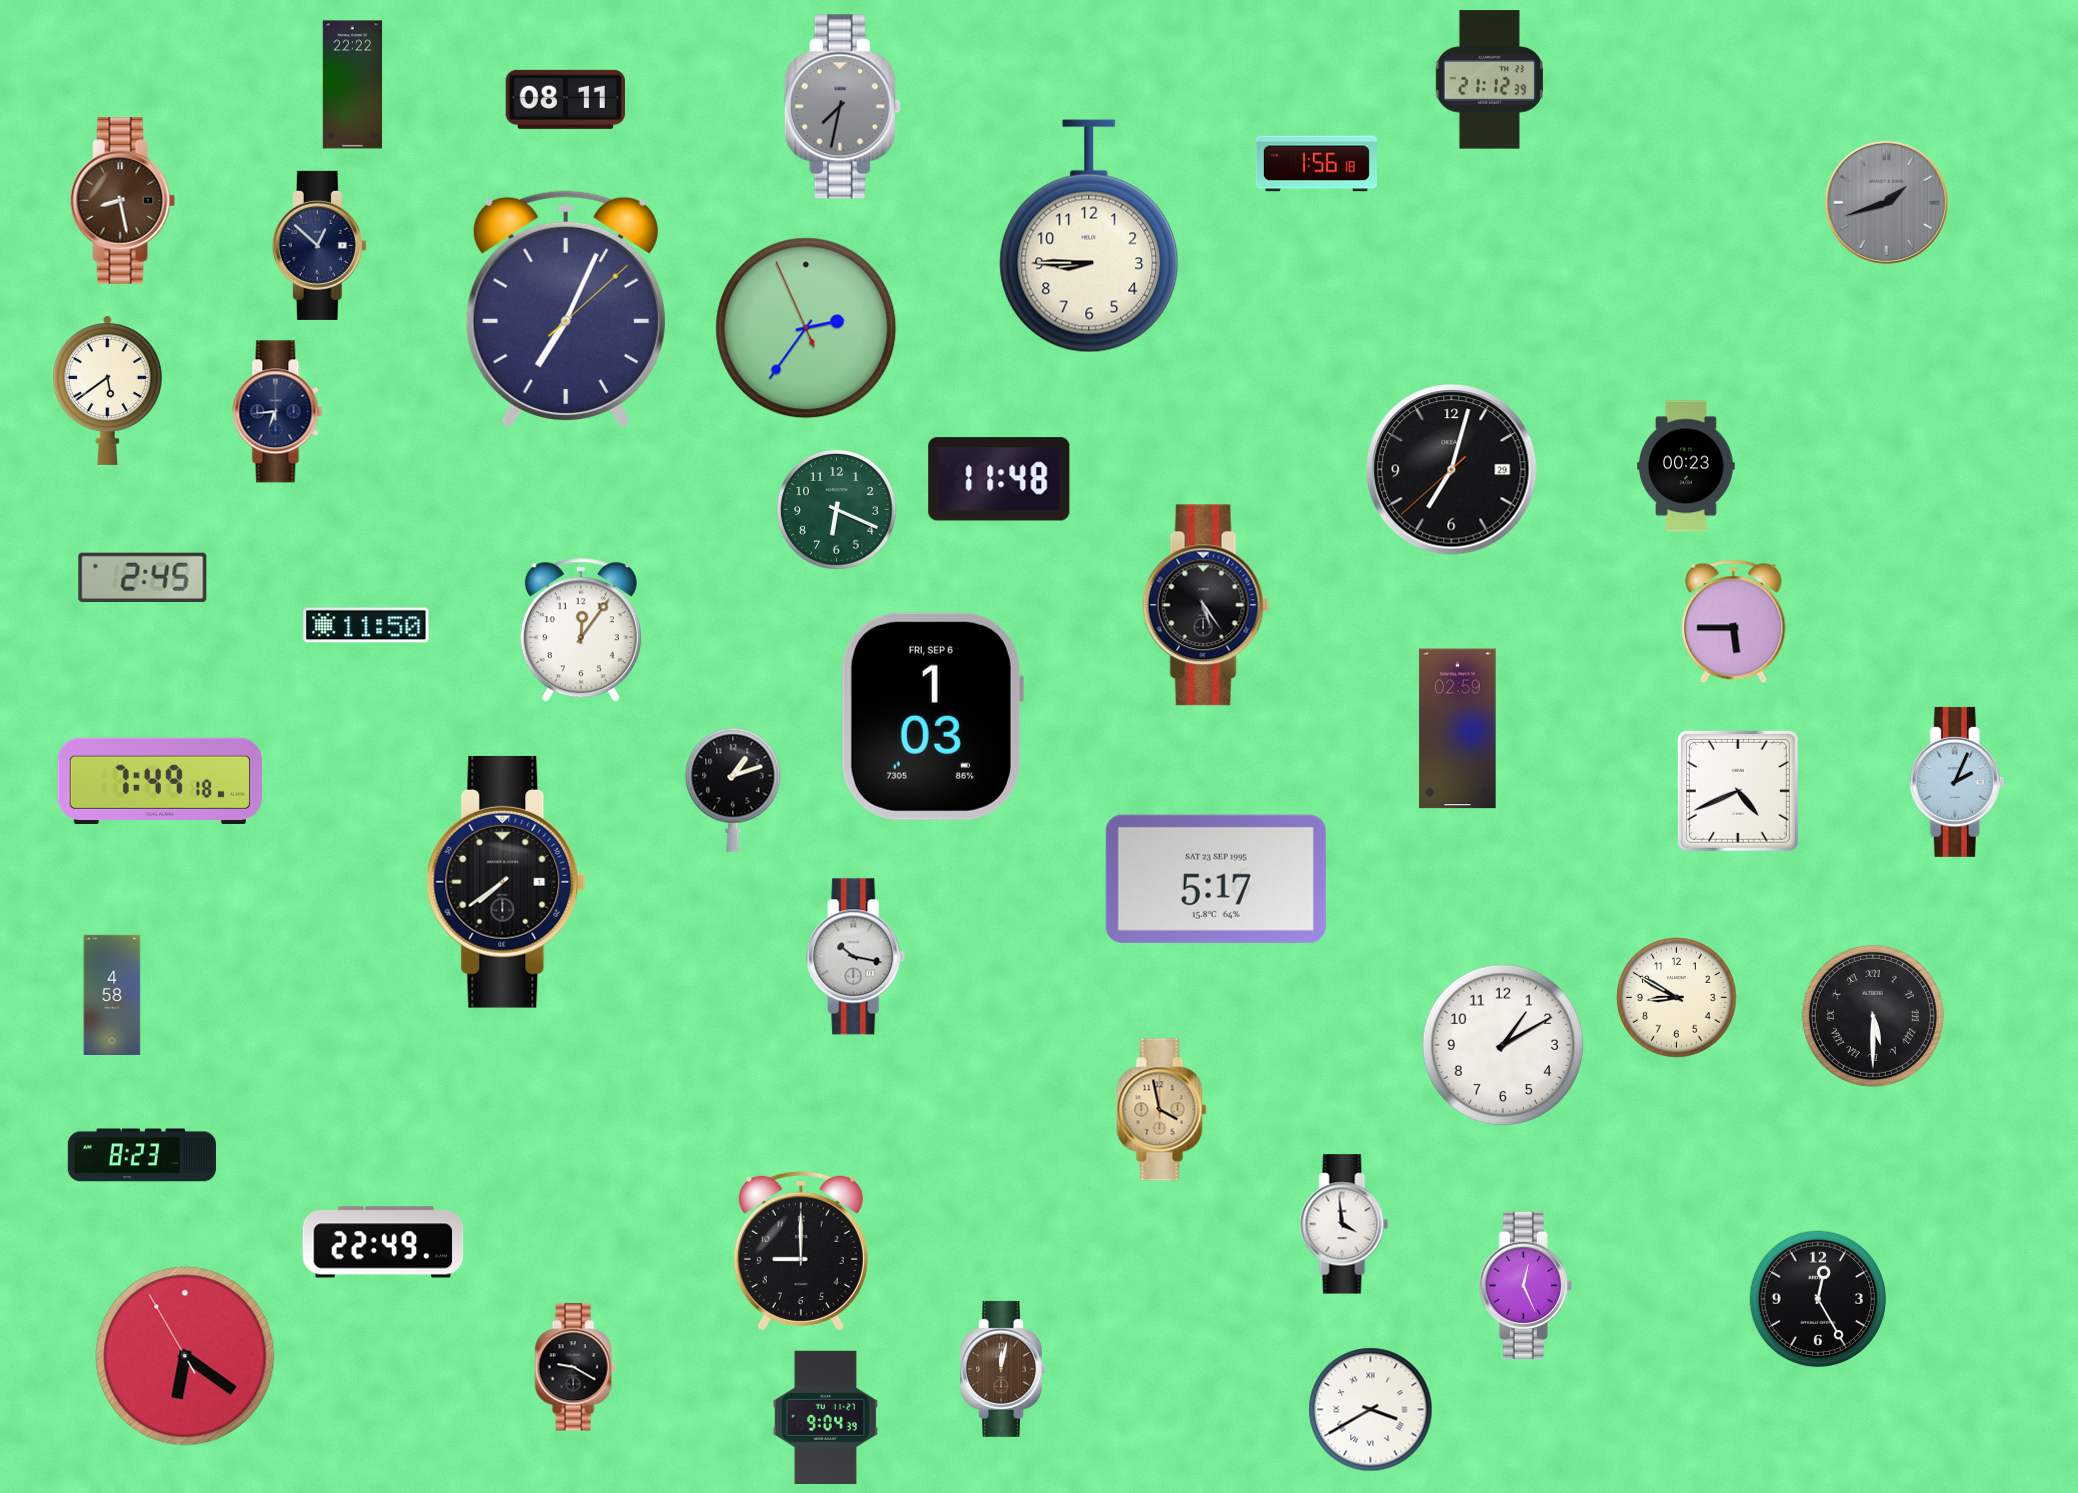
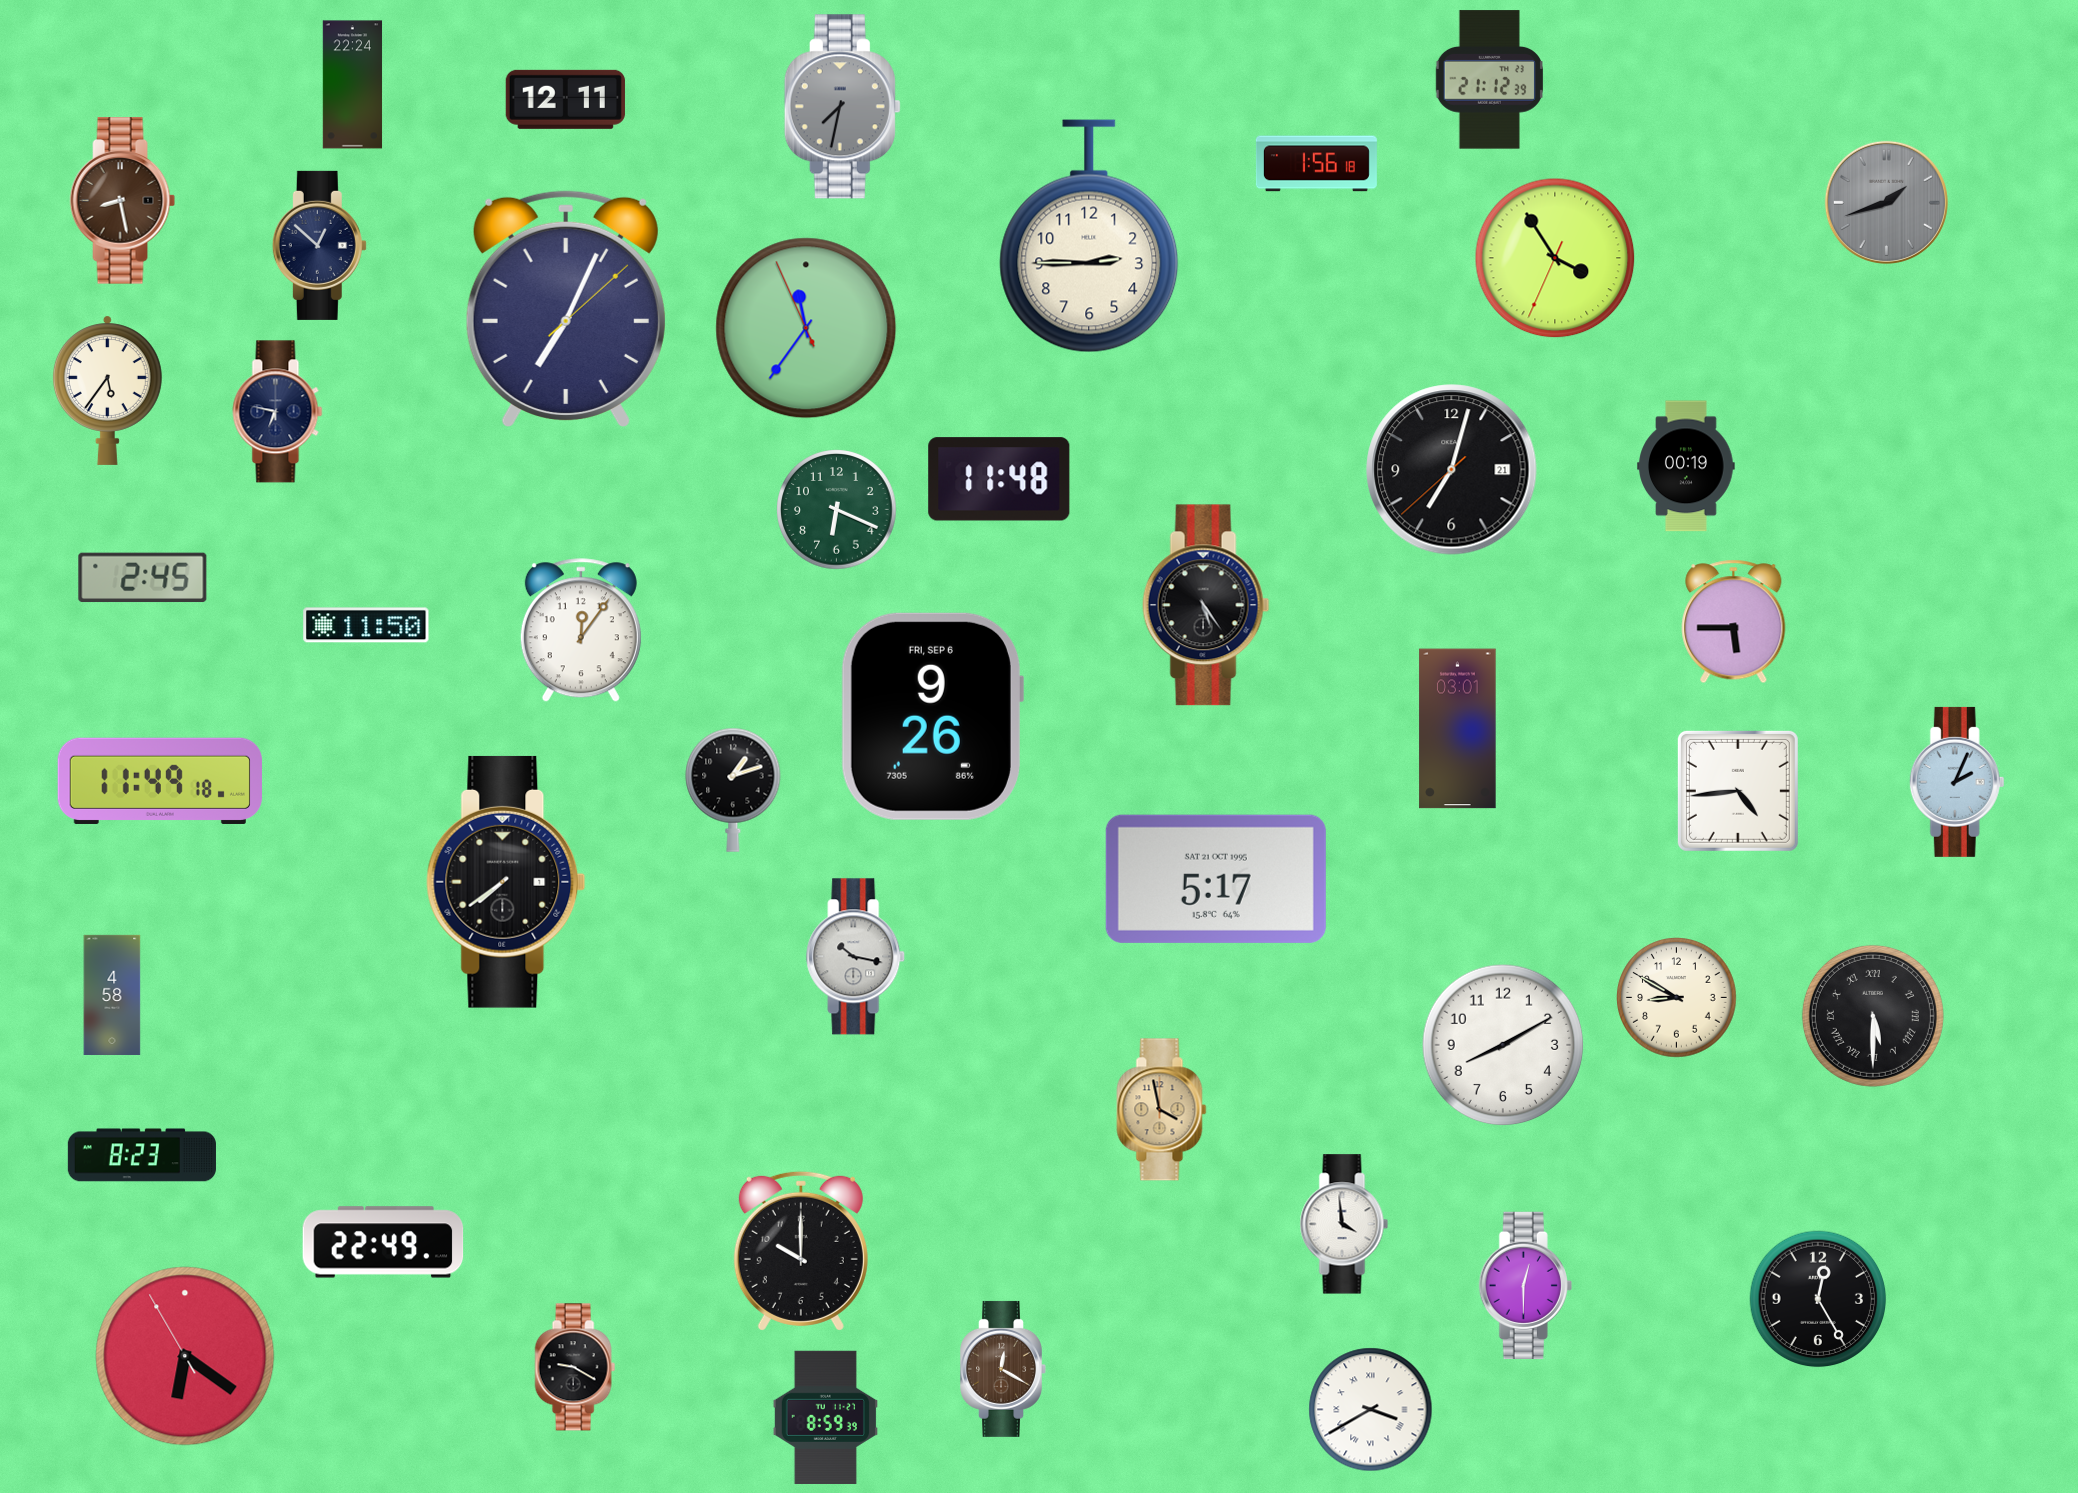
clock at (353, 85): 22:22 -> 22:24
clock at (565, 99): 08:11 -> 12:11
clock at (1089, 236): 8:45 -> 2:45
clock at (1555, 258): none -> 3:54
clock at (806, 328): 2:35 -> 11:35
clock at (107, 390): 5:39 -> 5:36
clock at (278, 412): 6:44 -> 6:47
clock at (1686, 466): 00:23 -> 00:19
clock at (1452, 470) date: 29 -> 21
clock at (932, 716): 1:03 -> 9:26
clock at (1458, 729): 02:59 -> 03:01
clock at (160, 781): 7:49 -> 11:49
clock at (1738, 791): 4:41 -> 4:44
clock at (1216, 879) date: SAT 23 SEP 1995 -> SAT 21 OCT 1995
clock at (1503, 1045): 1:10 -> 8:10
clock at (801, 1251): 9:00 -> 10:00
clock at (1525, 1285): 12:26 -> 12:30
clock at (1003, 1369): 12:02 -> 12:20
clock at (825, 1417): 9:04 -> 8:59
